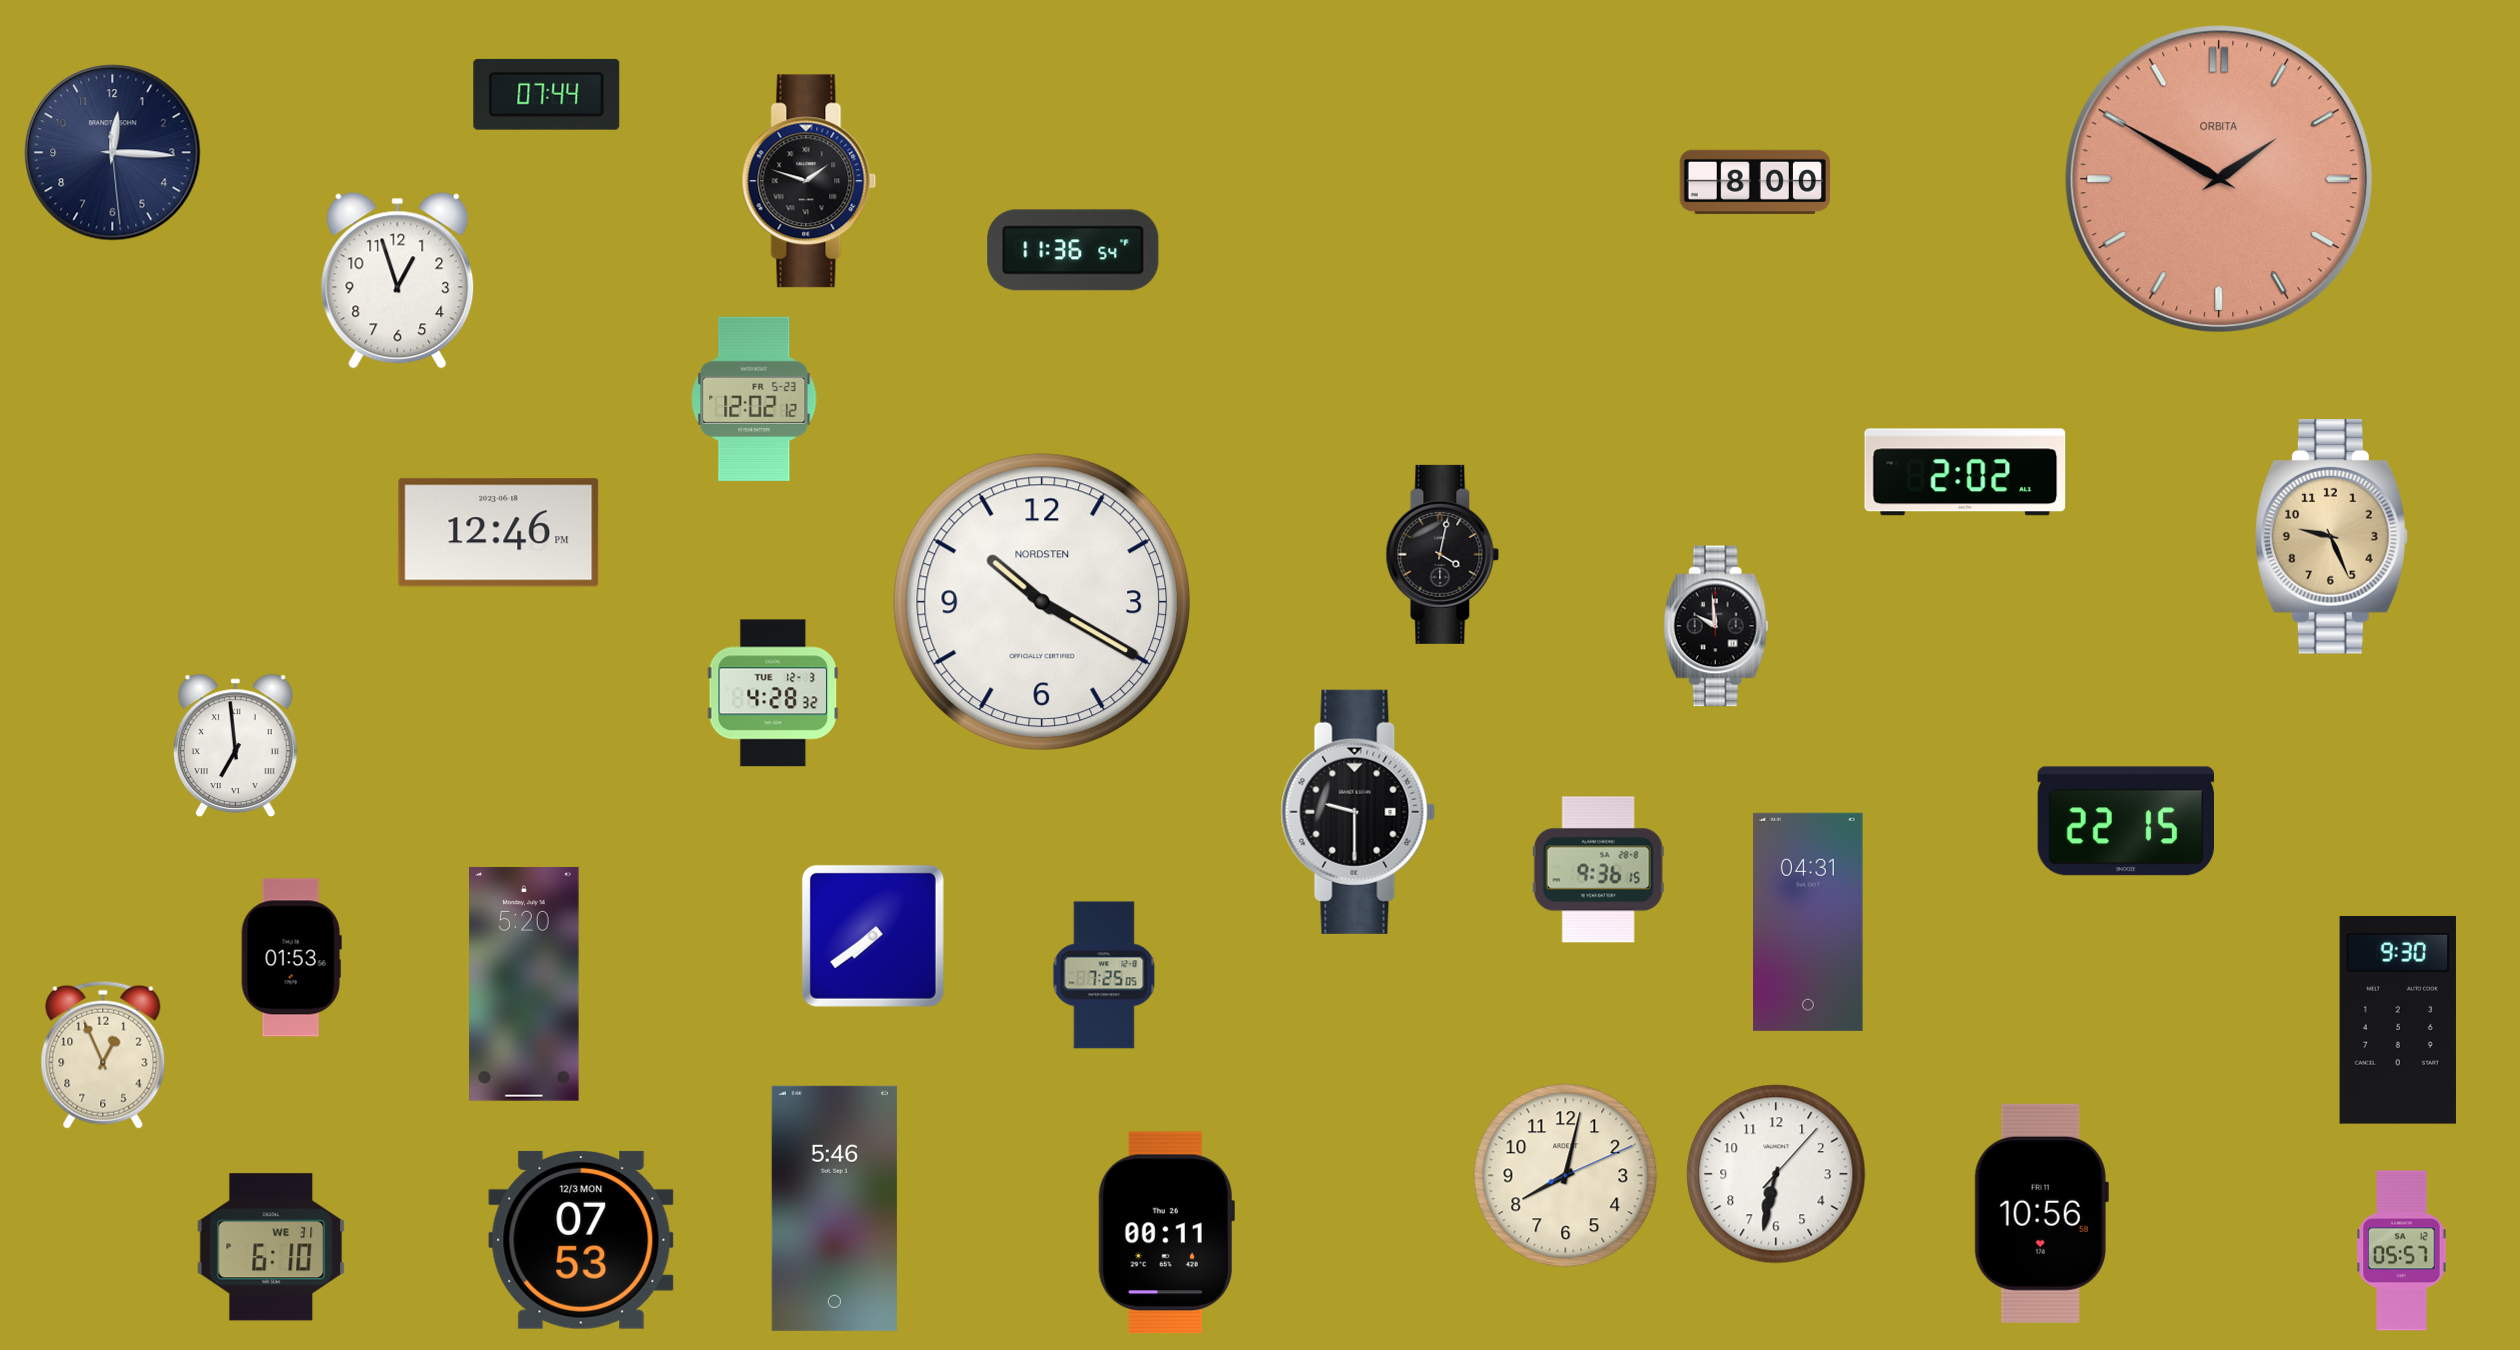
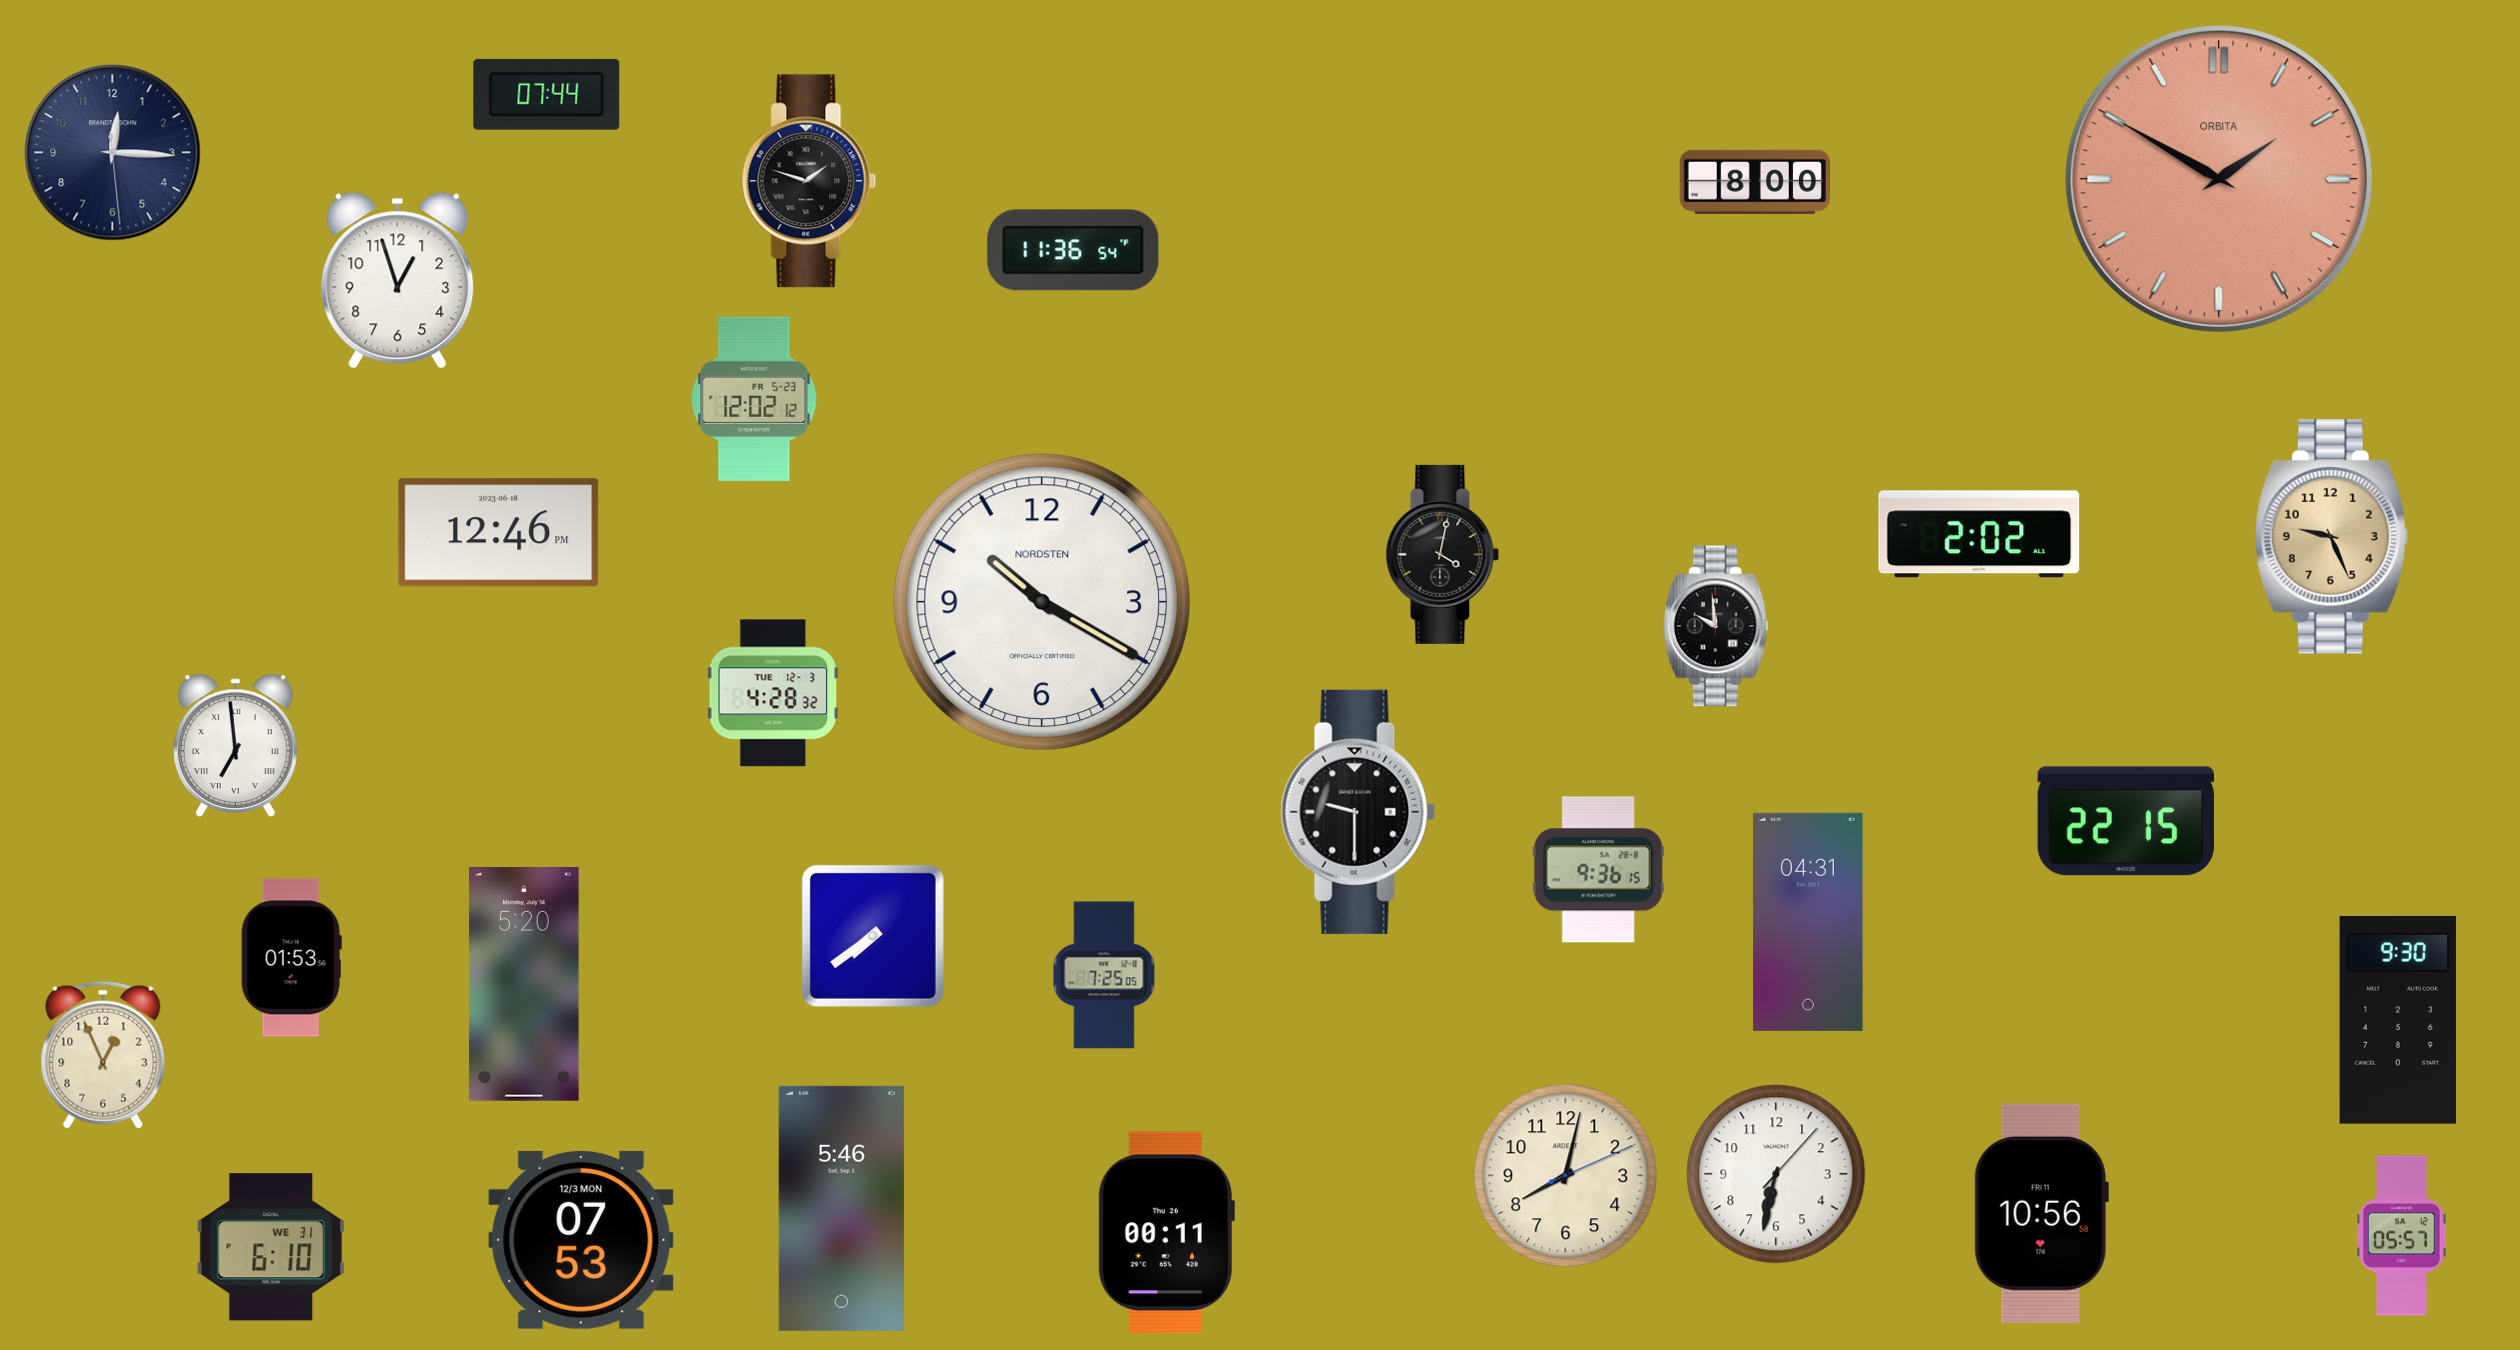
clock at (1965, 472) position: (1965, 472) -> (1979, 534)
clock at (834, 1208) position: (834, 1208) -> (841, 1208)
clock at (2402, 1251) position: (2402, 1251) -> (2402, 1236)
